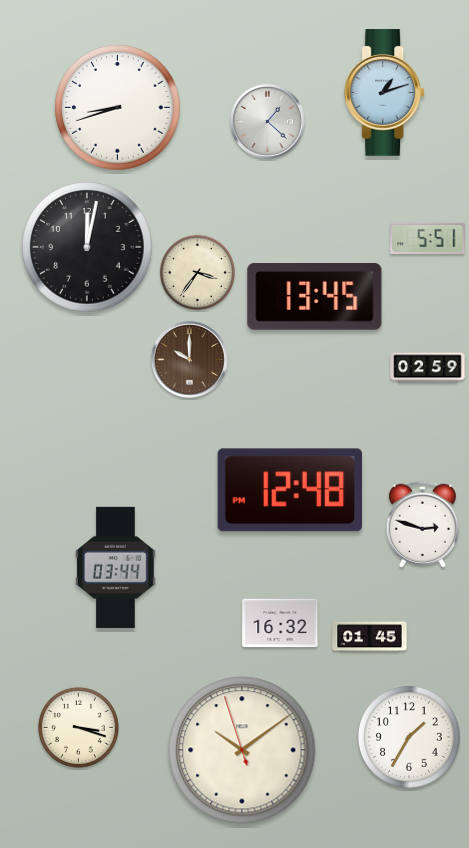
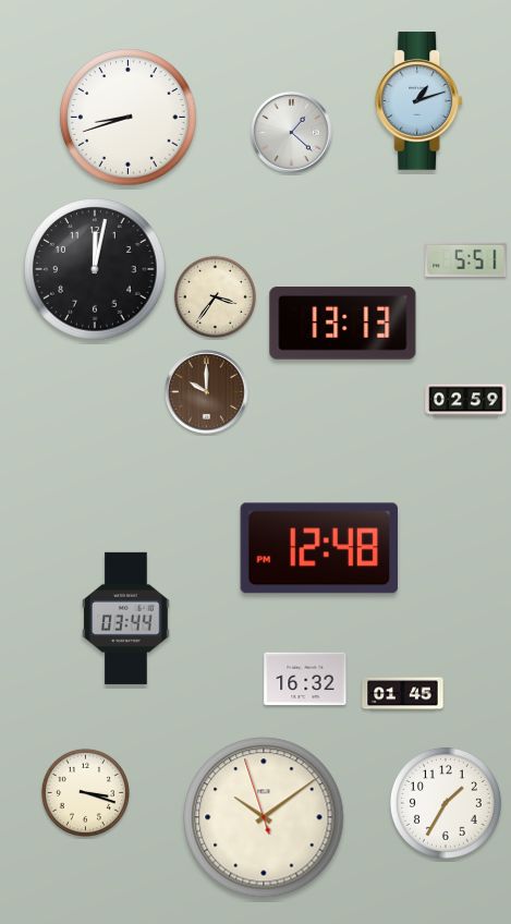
clock at (315, 297): 13:45 -> 13:13
clock at (289, 490) position: (289, 490) -> (318, 548)
clock at (422, 524): 2:48 -> none
